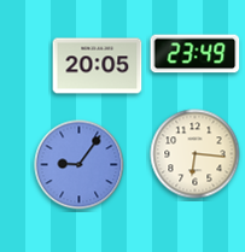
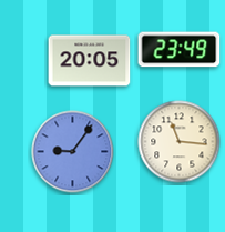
clock at (196, 154): 6:16 -> 11:16
